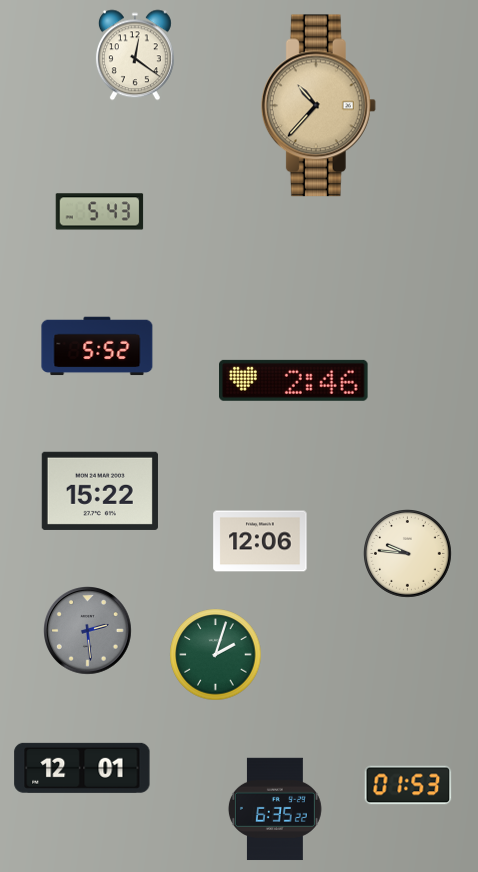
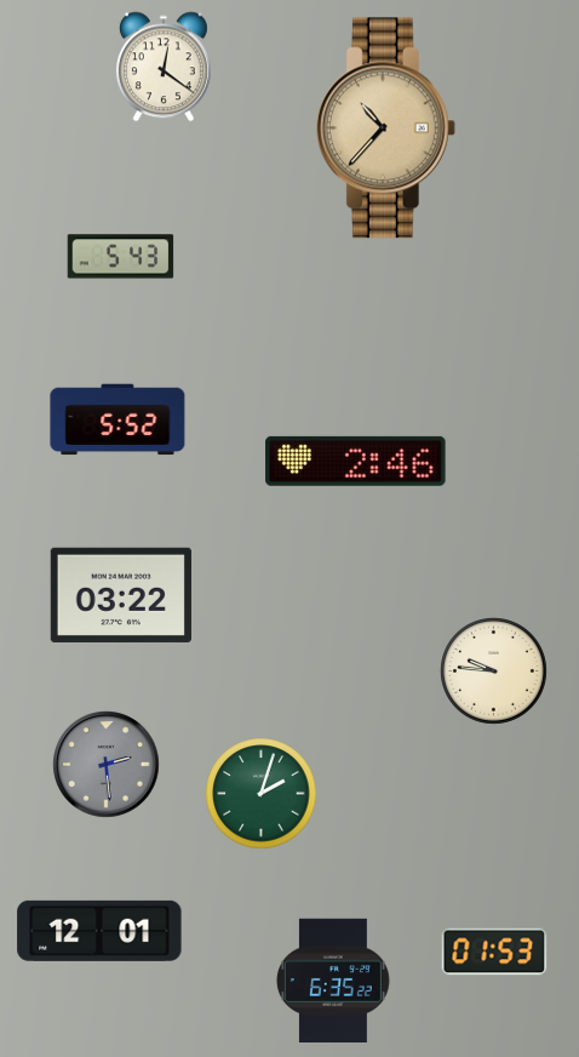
clock at (100, 491): 15:22 -> 03:22
clock at (260, 541): 12:06 -> none
